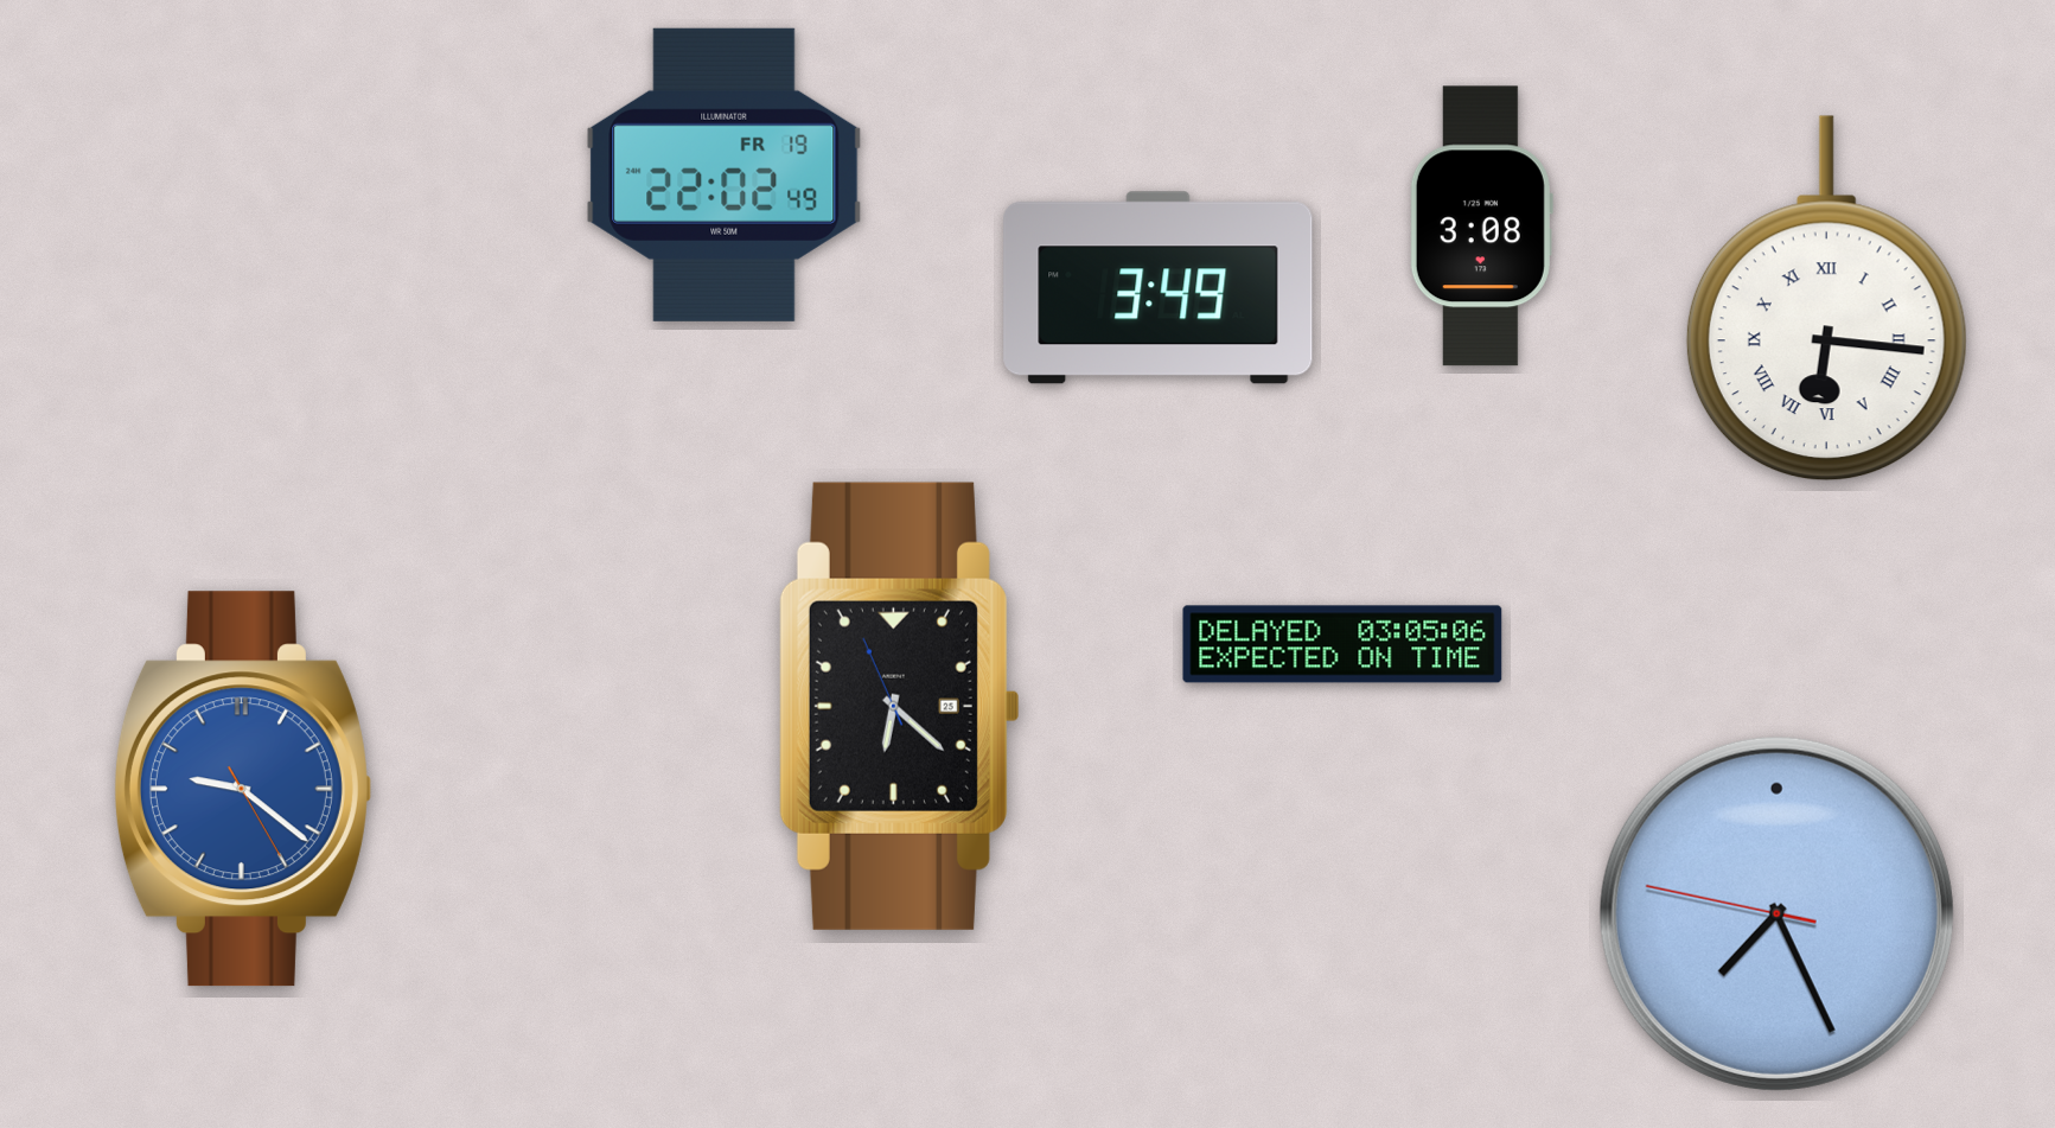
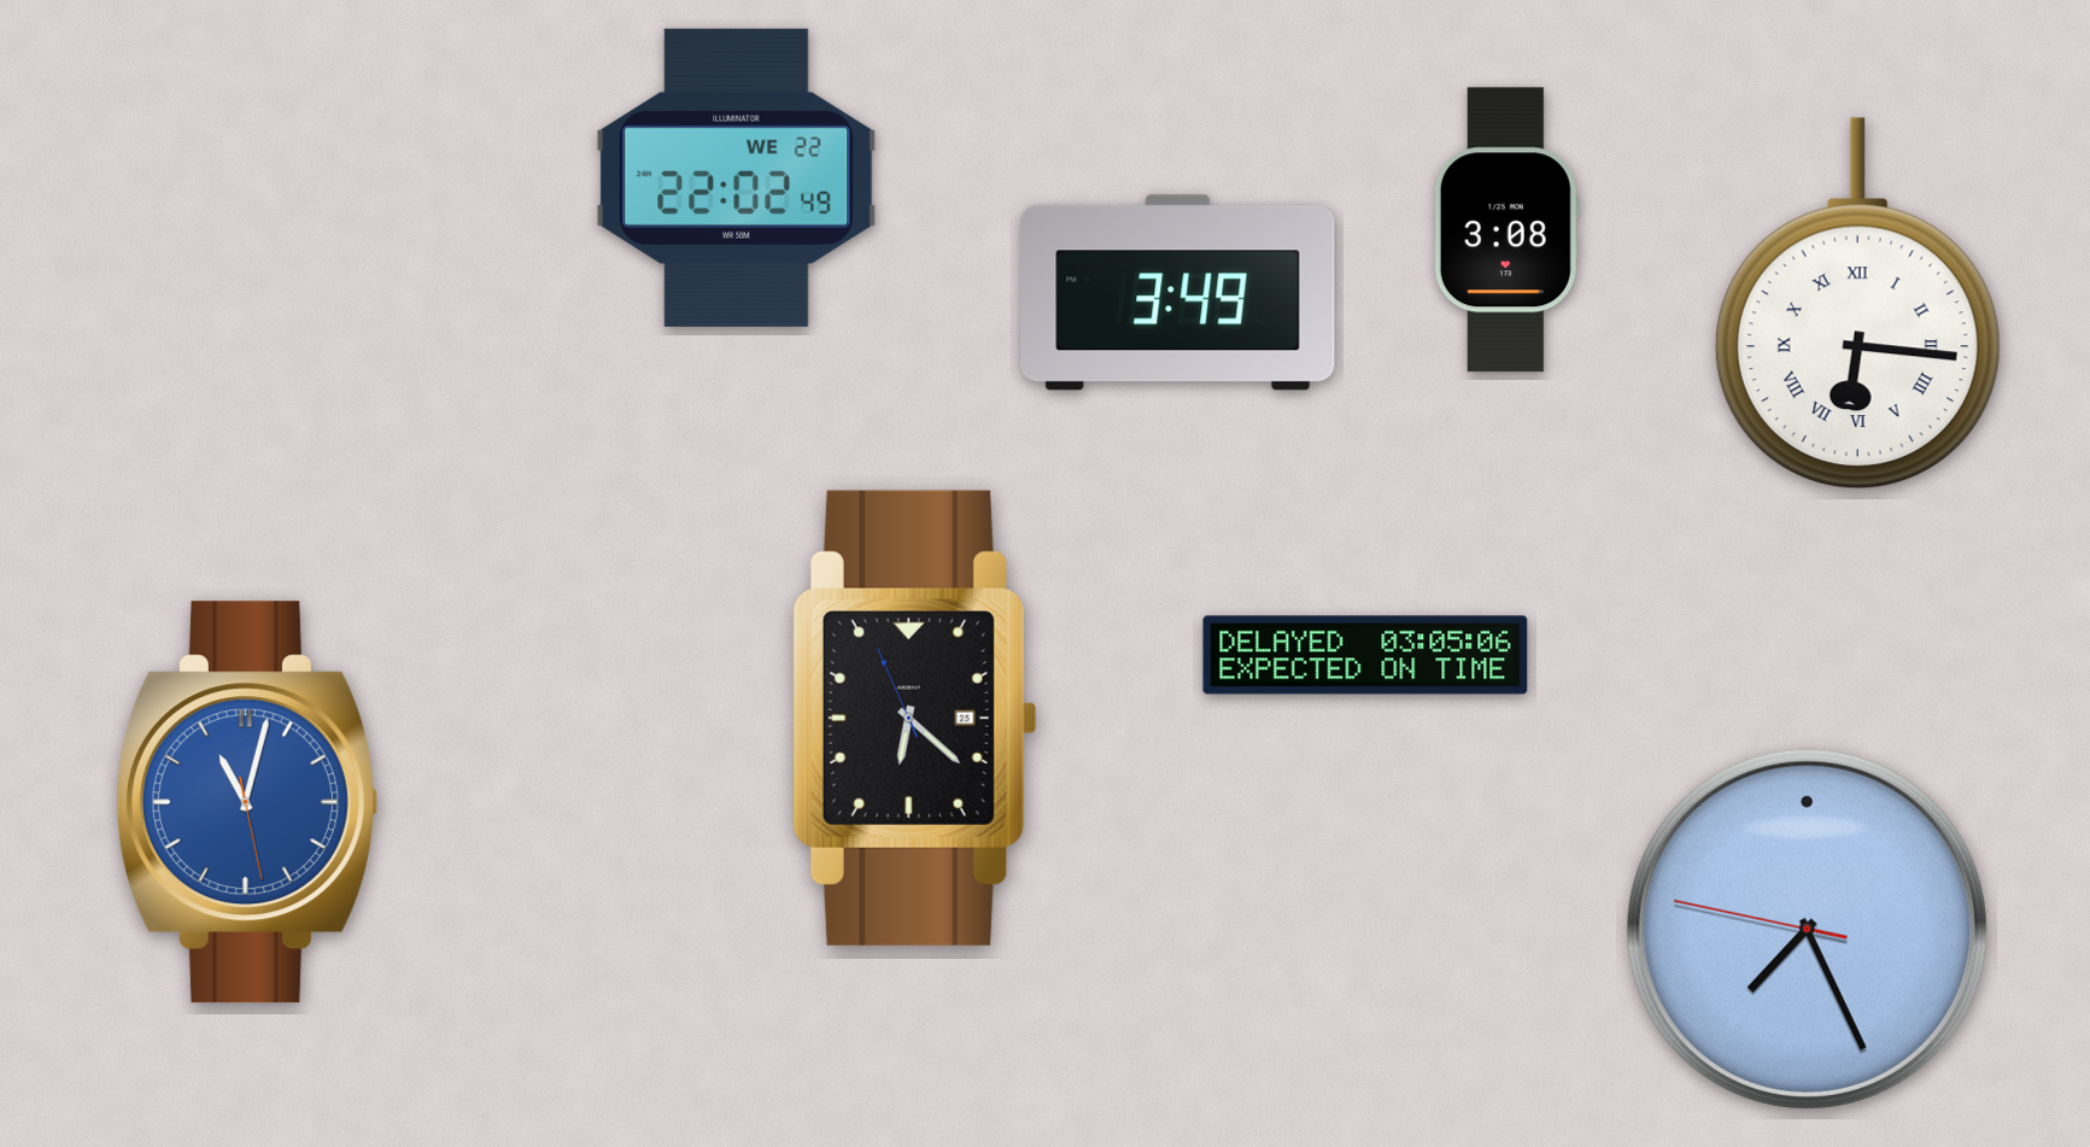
clock at (725, 174) date: FR 19 -> WE 22
clock at (242, 789): 9:21 -> 11:02
